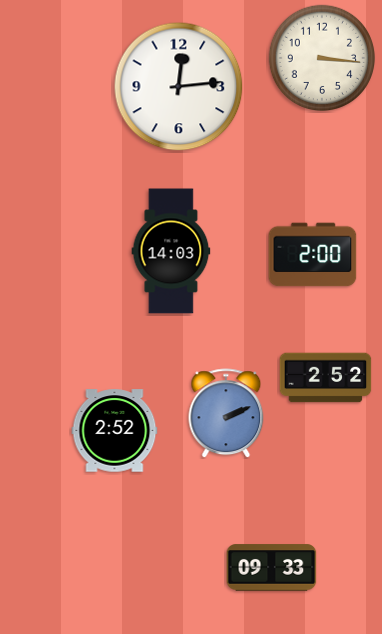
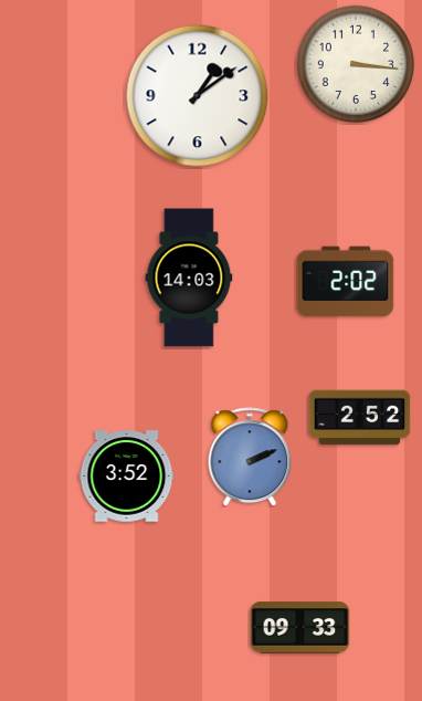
clock at (179, 87): 12:14 -> 1:09
clock at (313, 255): 2:00 -> 2:02
clock at (115, 431): 2:52 -> 3:52
